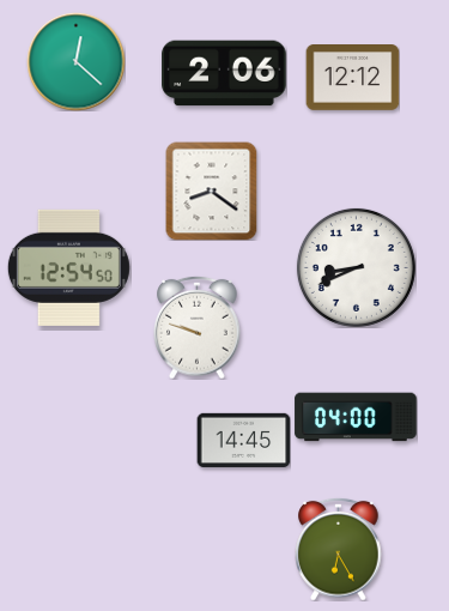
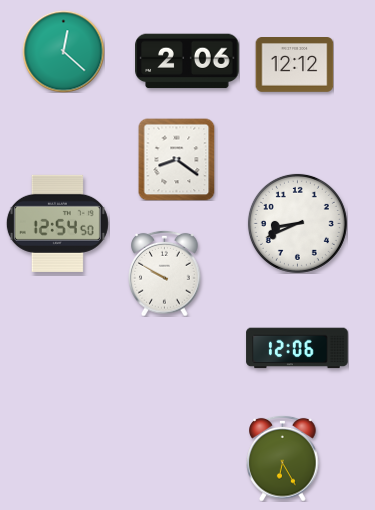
clock at (198, 327): 9:48 -> 9:50
clock at (356, 417): 04:00 -> 12:06
clock at (243, 440): 14:45 -> none
